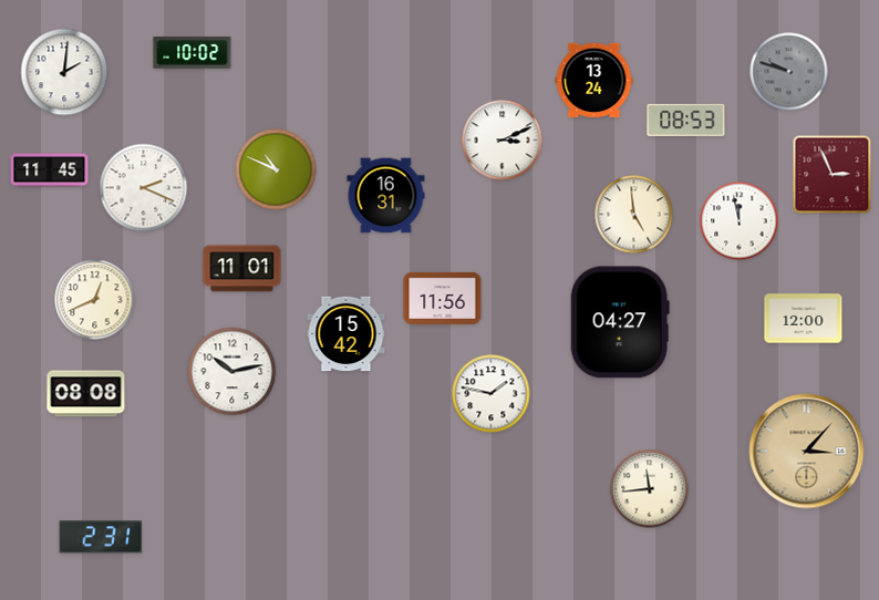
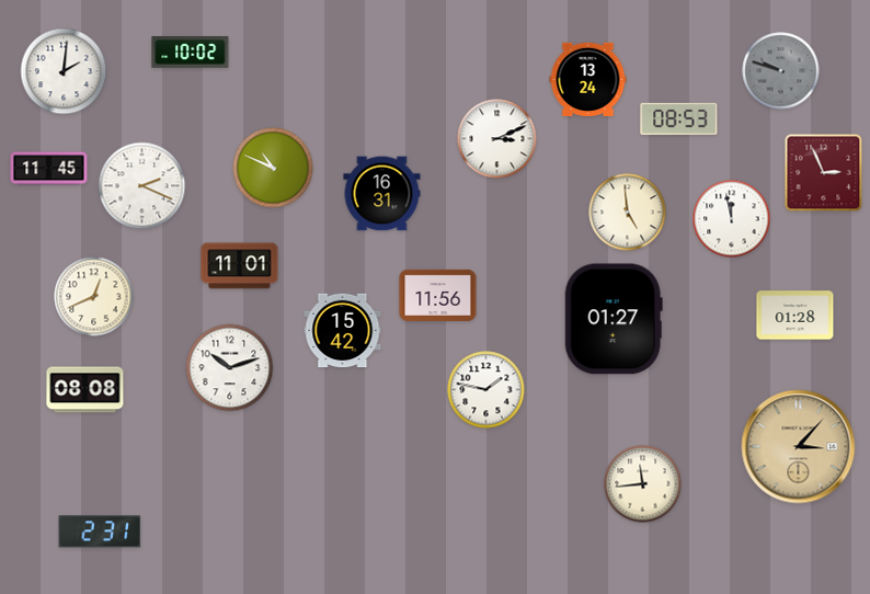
clock at (804, 319): 12:00 -> 01:28
clock at (620, 322): 04:27 -> 01:27
clock at (232, 372): 10:13 -> 10:12
